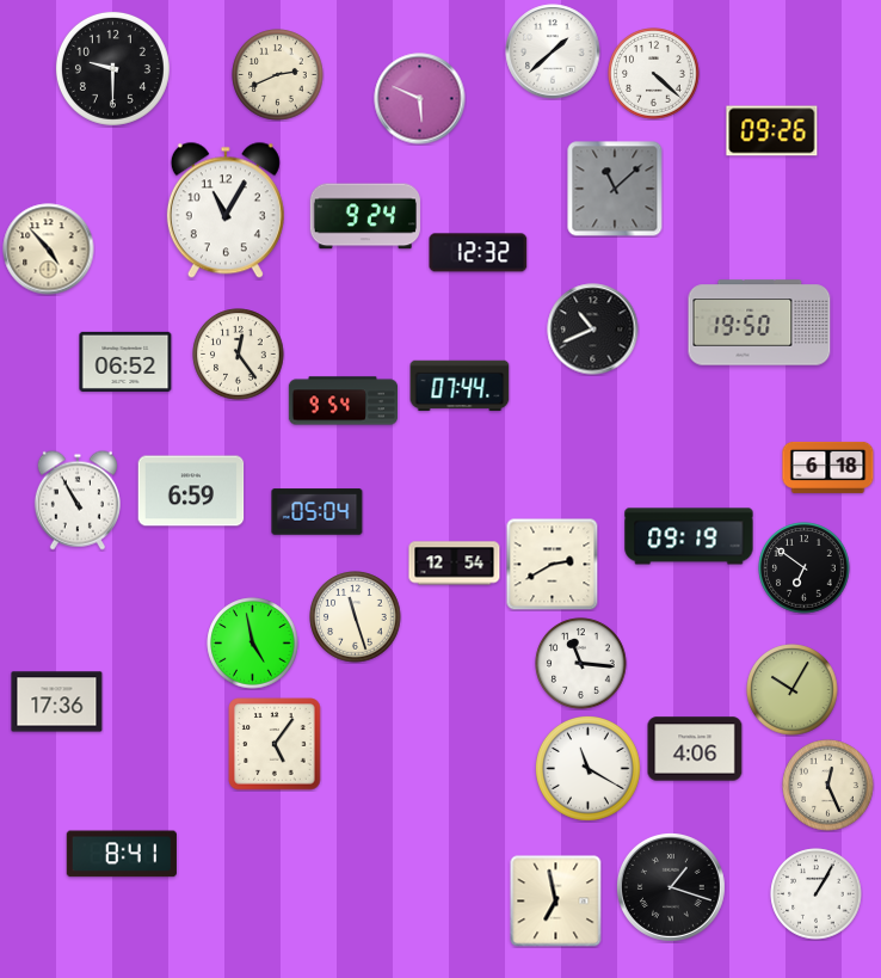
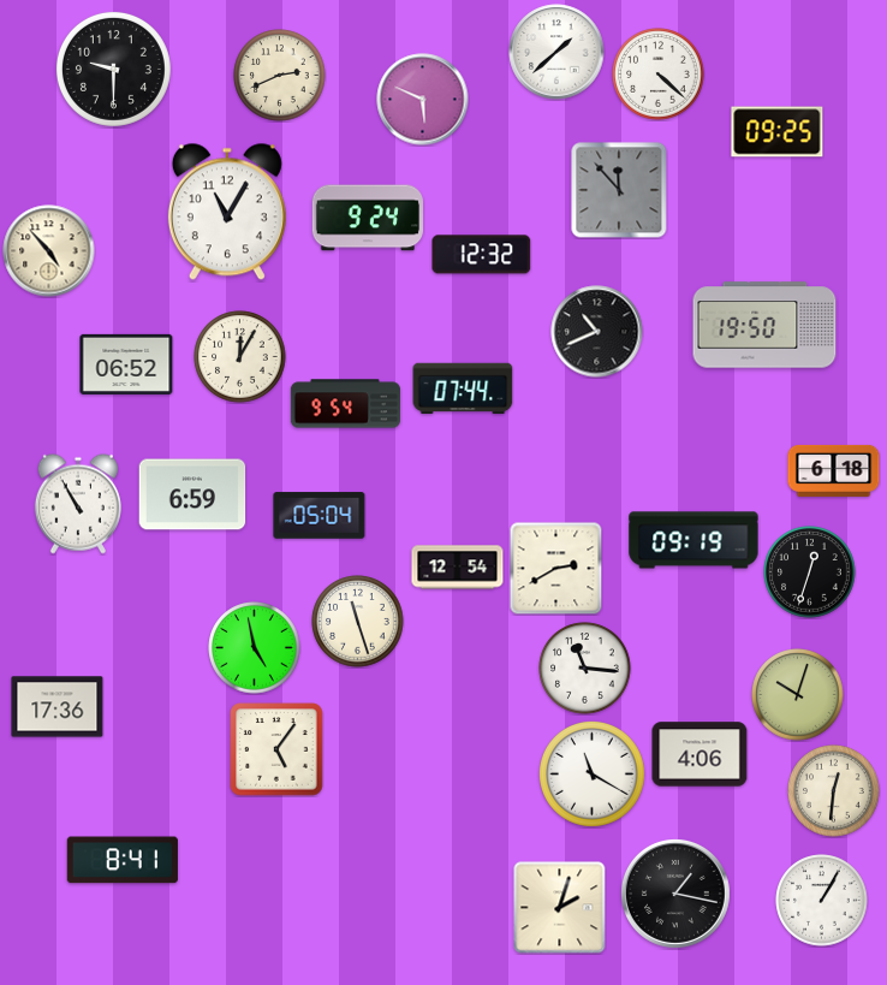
clock at (772, 131): 09:26 -> 09:25
clock at (615, 189): 11:08 -> 11:53
clock at (239, 355): 12:24 -> 12:05
clock at (805, 568): 6:51 -> 12:33
clock at (793, 690): 10:05 -> 10:03
clock at (828, 786): 12:26 -> 12:31
clock at (671, 887): 1:18 -> 1:17
clock at (556, 902): 6:58 -> 2:03
